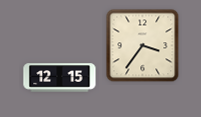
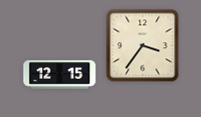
clock at (60, 78) position: (60, 78) -> (60, 75)
